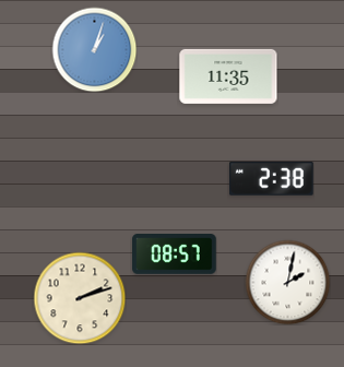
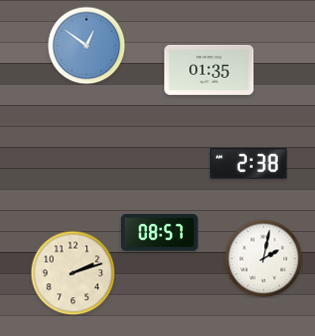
clock at (94, 49): 1:03 -> 12:51
clock at (228, 76): 11:35 -> 01:35
